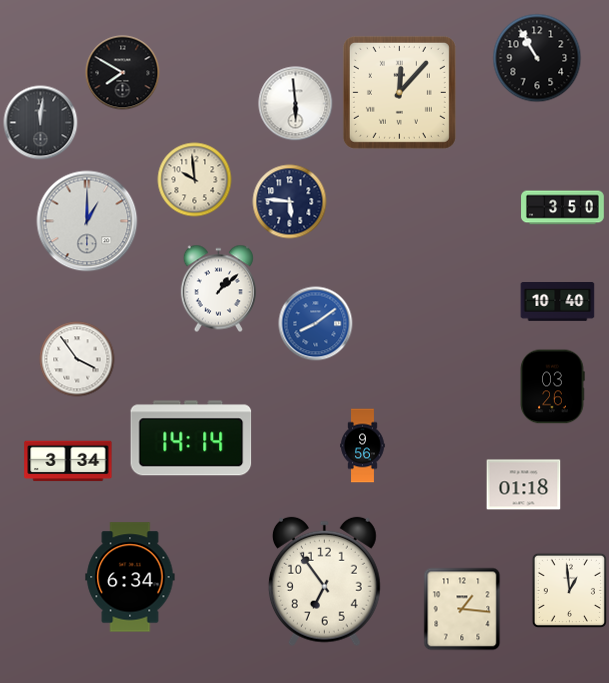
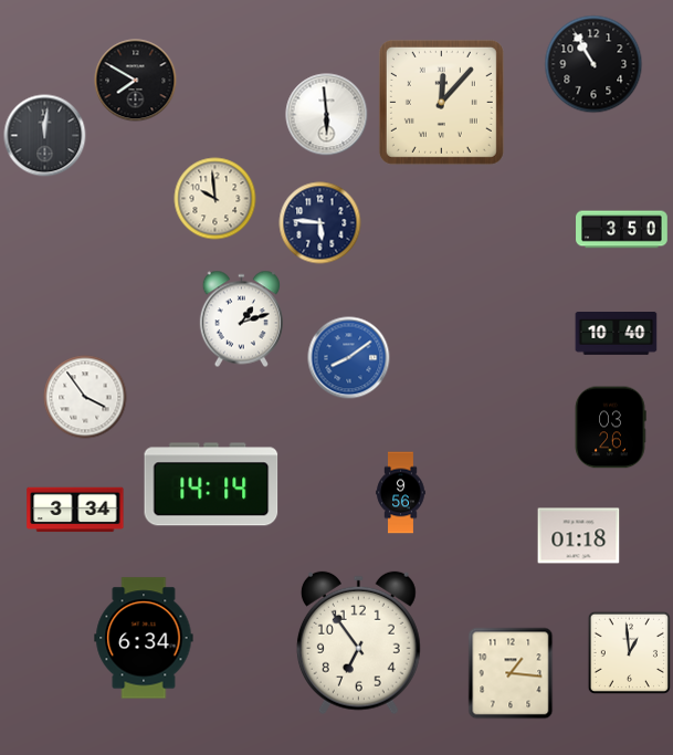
clock at (87, 221): 1:00 -> none
clock at (218, 289): 1:08 -> 1:12
